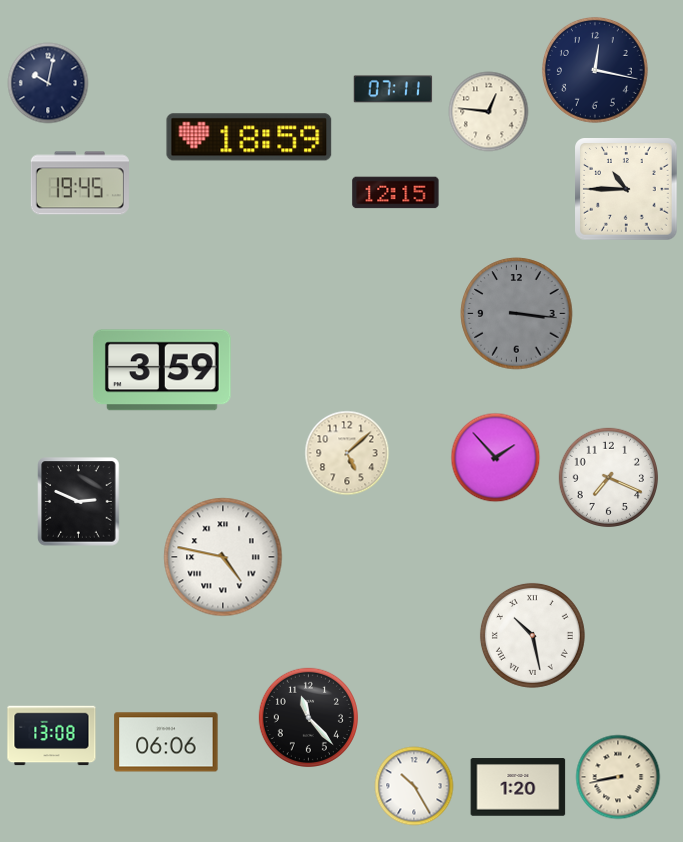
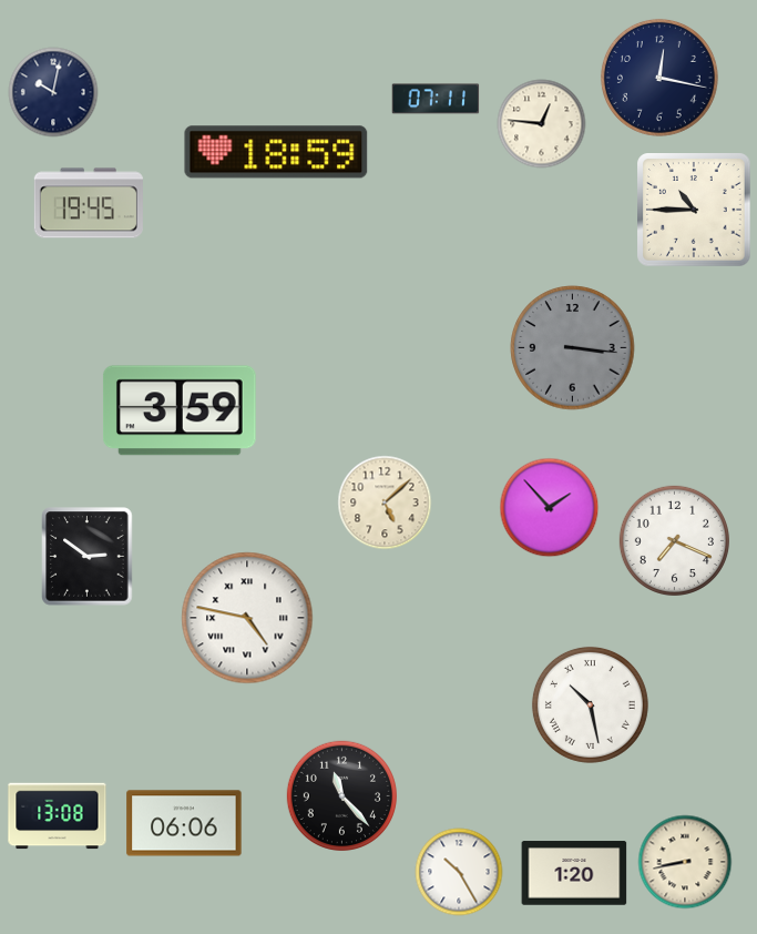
clock at (396, 193): 12:15 -> none
clock at (608, 477) position: (608, 477) -> (674, 540)
clock at (79, 502): 2:49 -> 2:51
